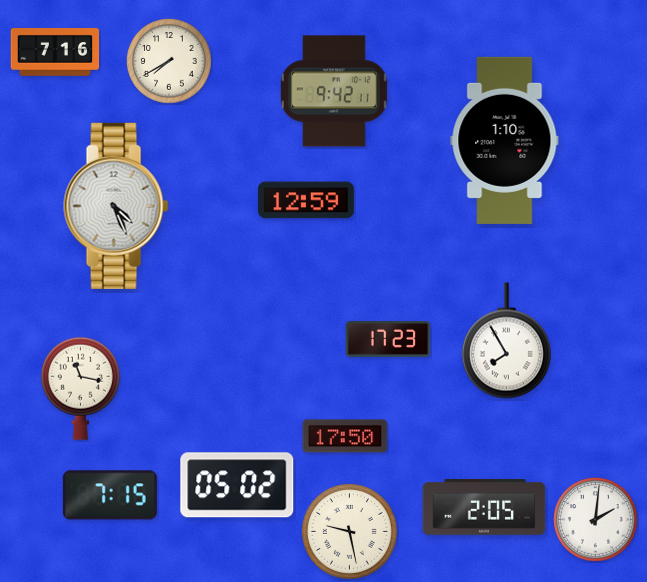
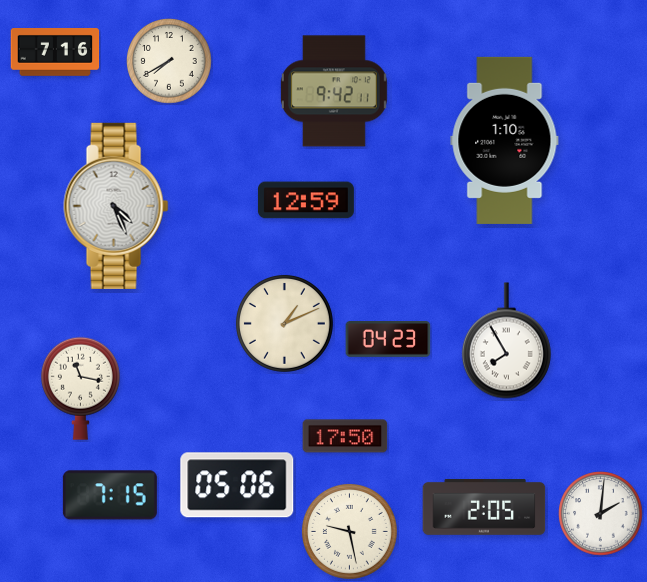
clock at (284, 323): none -> 1:11
clock at (388, 340): 17:23 -> 04:23
clock at (237, 485): 05:02 -> 05:06
clock at (596, 520) position: (596, 520) -> (601, 514)
